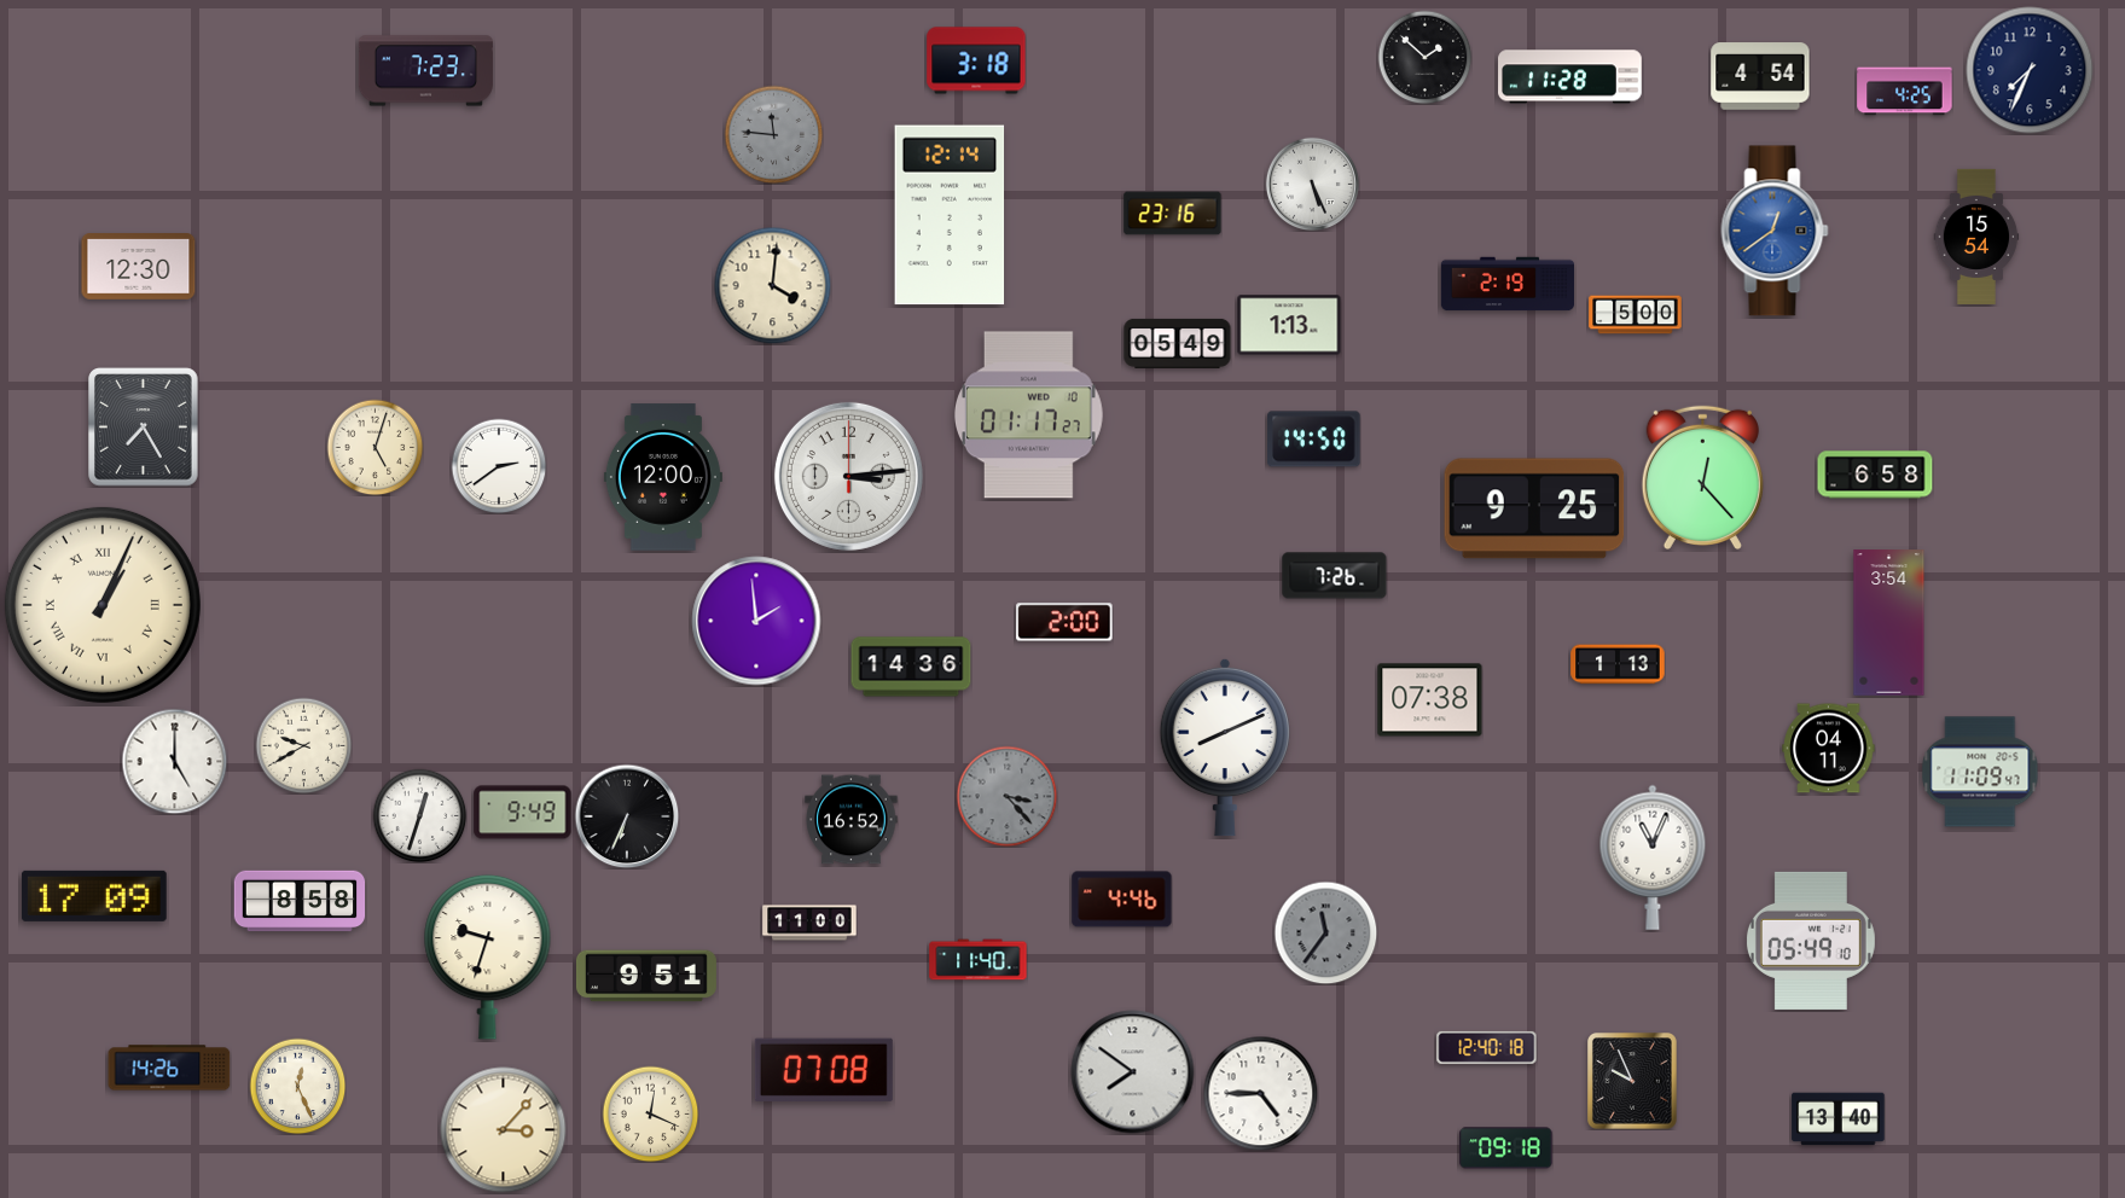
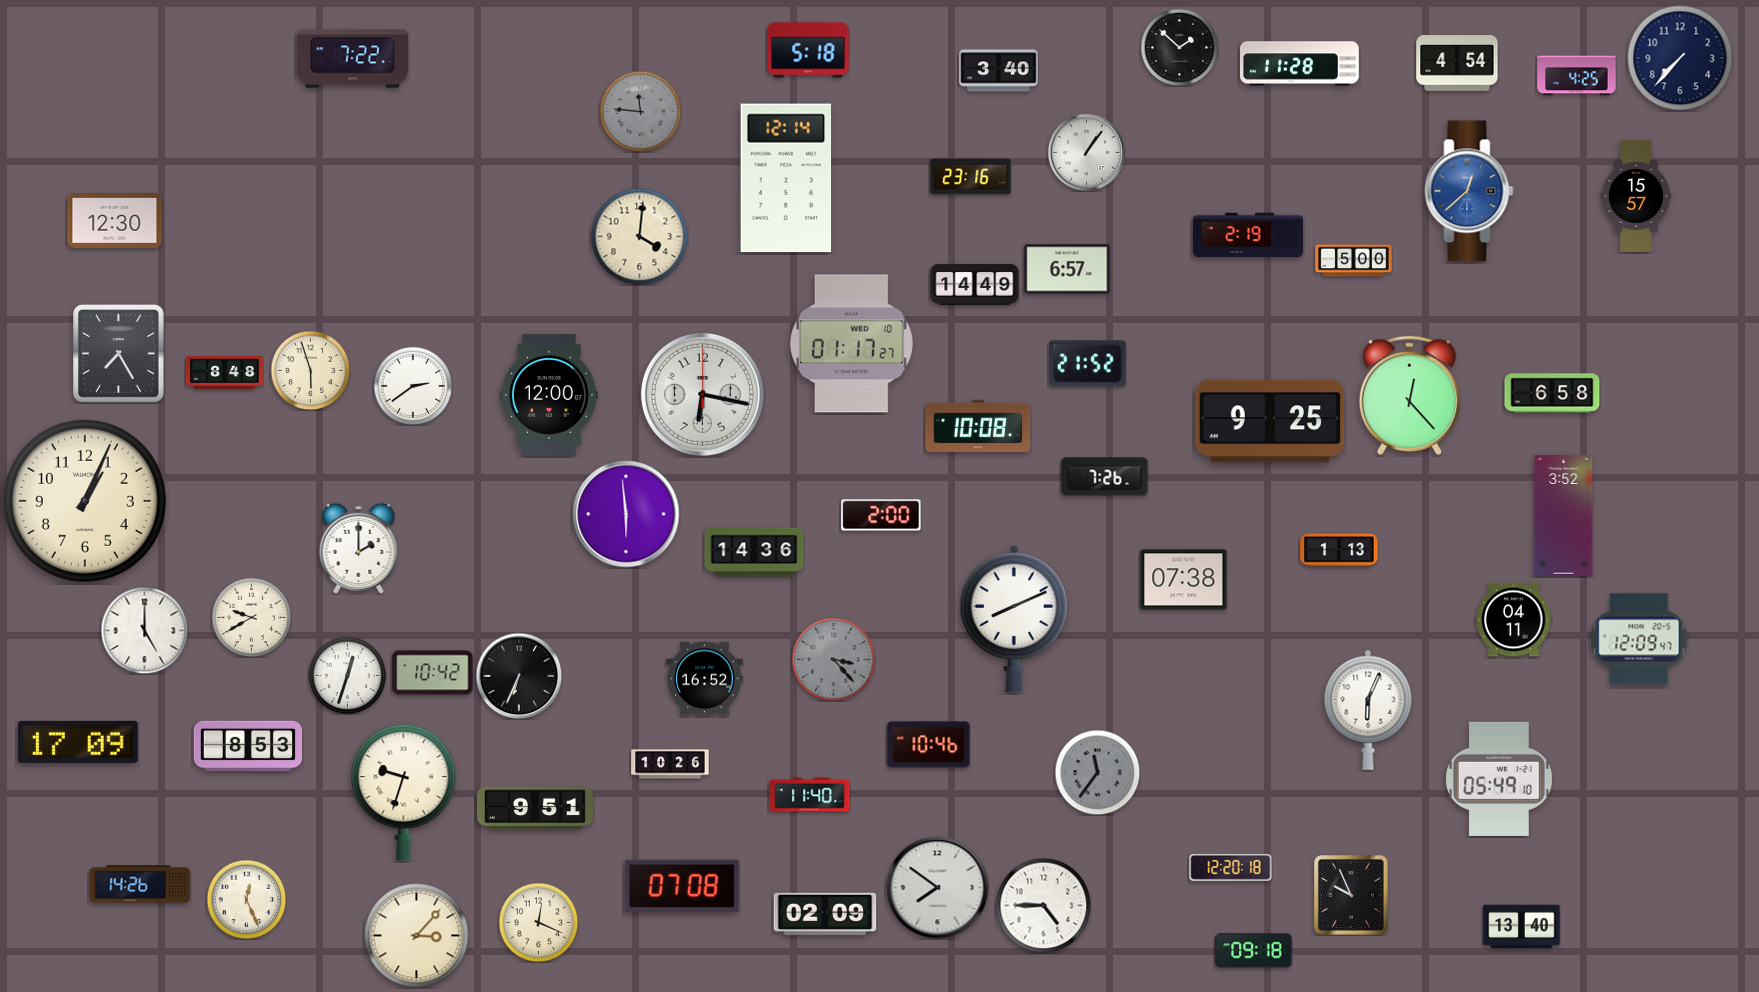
clock at (976, 60): 3:18 -> 5:18
clock at (2030, 70): 7:34 -> 7:37
clock at (425, 71): 7:23 -> 7:22
clock at (999, 71): none -> 3:40
clock at (1312, 184): 5:26 -> 1:06
clock at (1775, 231): 12:39 -> 12:38
clock at (1976, 237): 15:54 -> 15:57
clock at (1289, 325): 1:13 -> 6:57
clock at (1178, 343): 05:49 -> 14:49
clock at (1314, 440): 14:50 -> 21:52
clock at (375, 447): 5:03 -> 5:57
clock at (225, 372): none -> 8:48
clock at (848, 476): 3:14 -> 6:17
clock at (978, 425): none -> 10:08
clock at (103, 605) numerals: Roman -> Arabic
clock at (756, 621): 1:59 -> 5:59
clock at (1889, 623): 3:54 -> 3:52
clock at (359, 548): none -> 2:00
clock at (1980, 772): 11:09 -> 12:09
clock at (523, 813): 9:49 -> 10:42
clock at (1653, 857): 11:04 -> 6:04
clock at (1122, 900): 4:46 -> 10:46
clock at (300, 901): 8:58 -> 8:53
clock at (809, 923): 11:00 -> 10:26
clock at (1487, 1047): 12:40 -> 12:20
clock at (825, 914): none -> 02:09
clock at (1506, 1148) position: (1506, 1148) -> (1254, 951)
